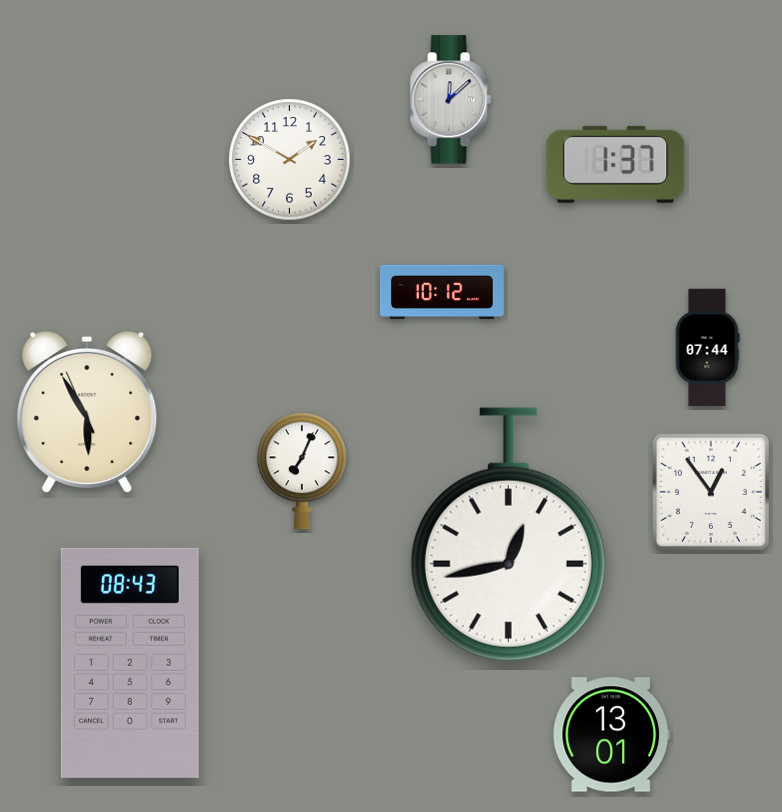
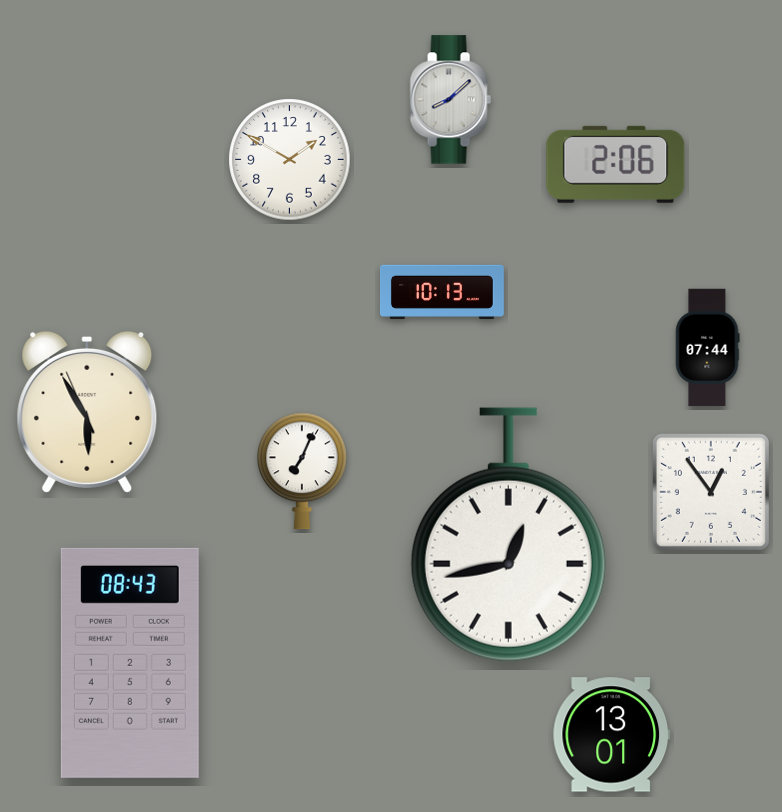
clock at (450, 100): 12:08 -> 8:08
clock at (616, 164): 1:37 -> 2:06
clock at (442, 292): 10:12 -> 10:13
